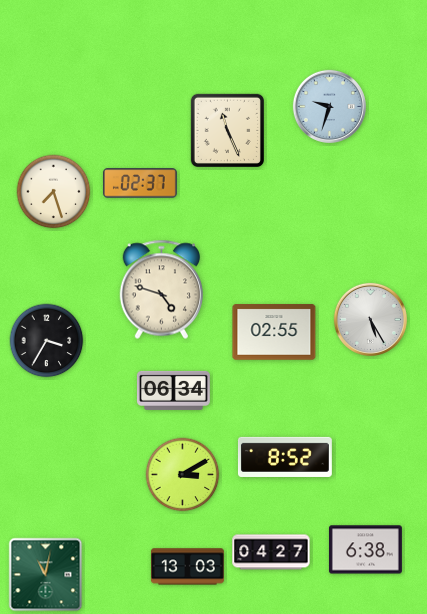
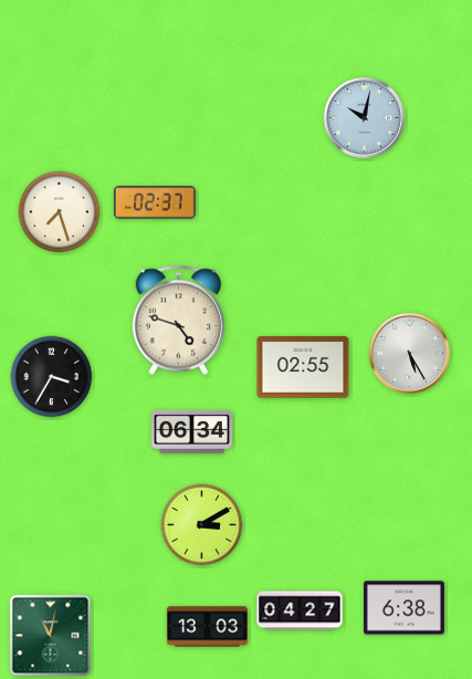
clock at (329, 106): 9:33 -> 10:02
clock at (227, 130): 11:26 -> none
clock at (285, 457): 8:52 -> none
